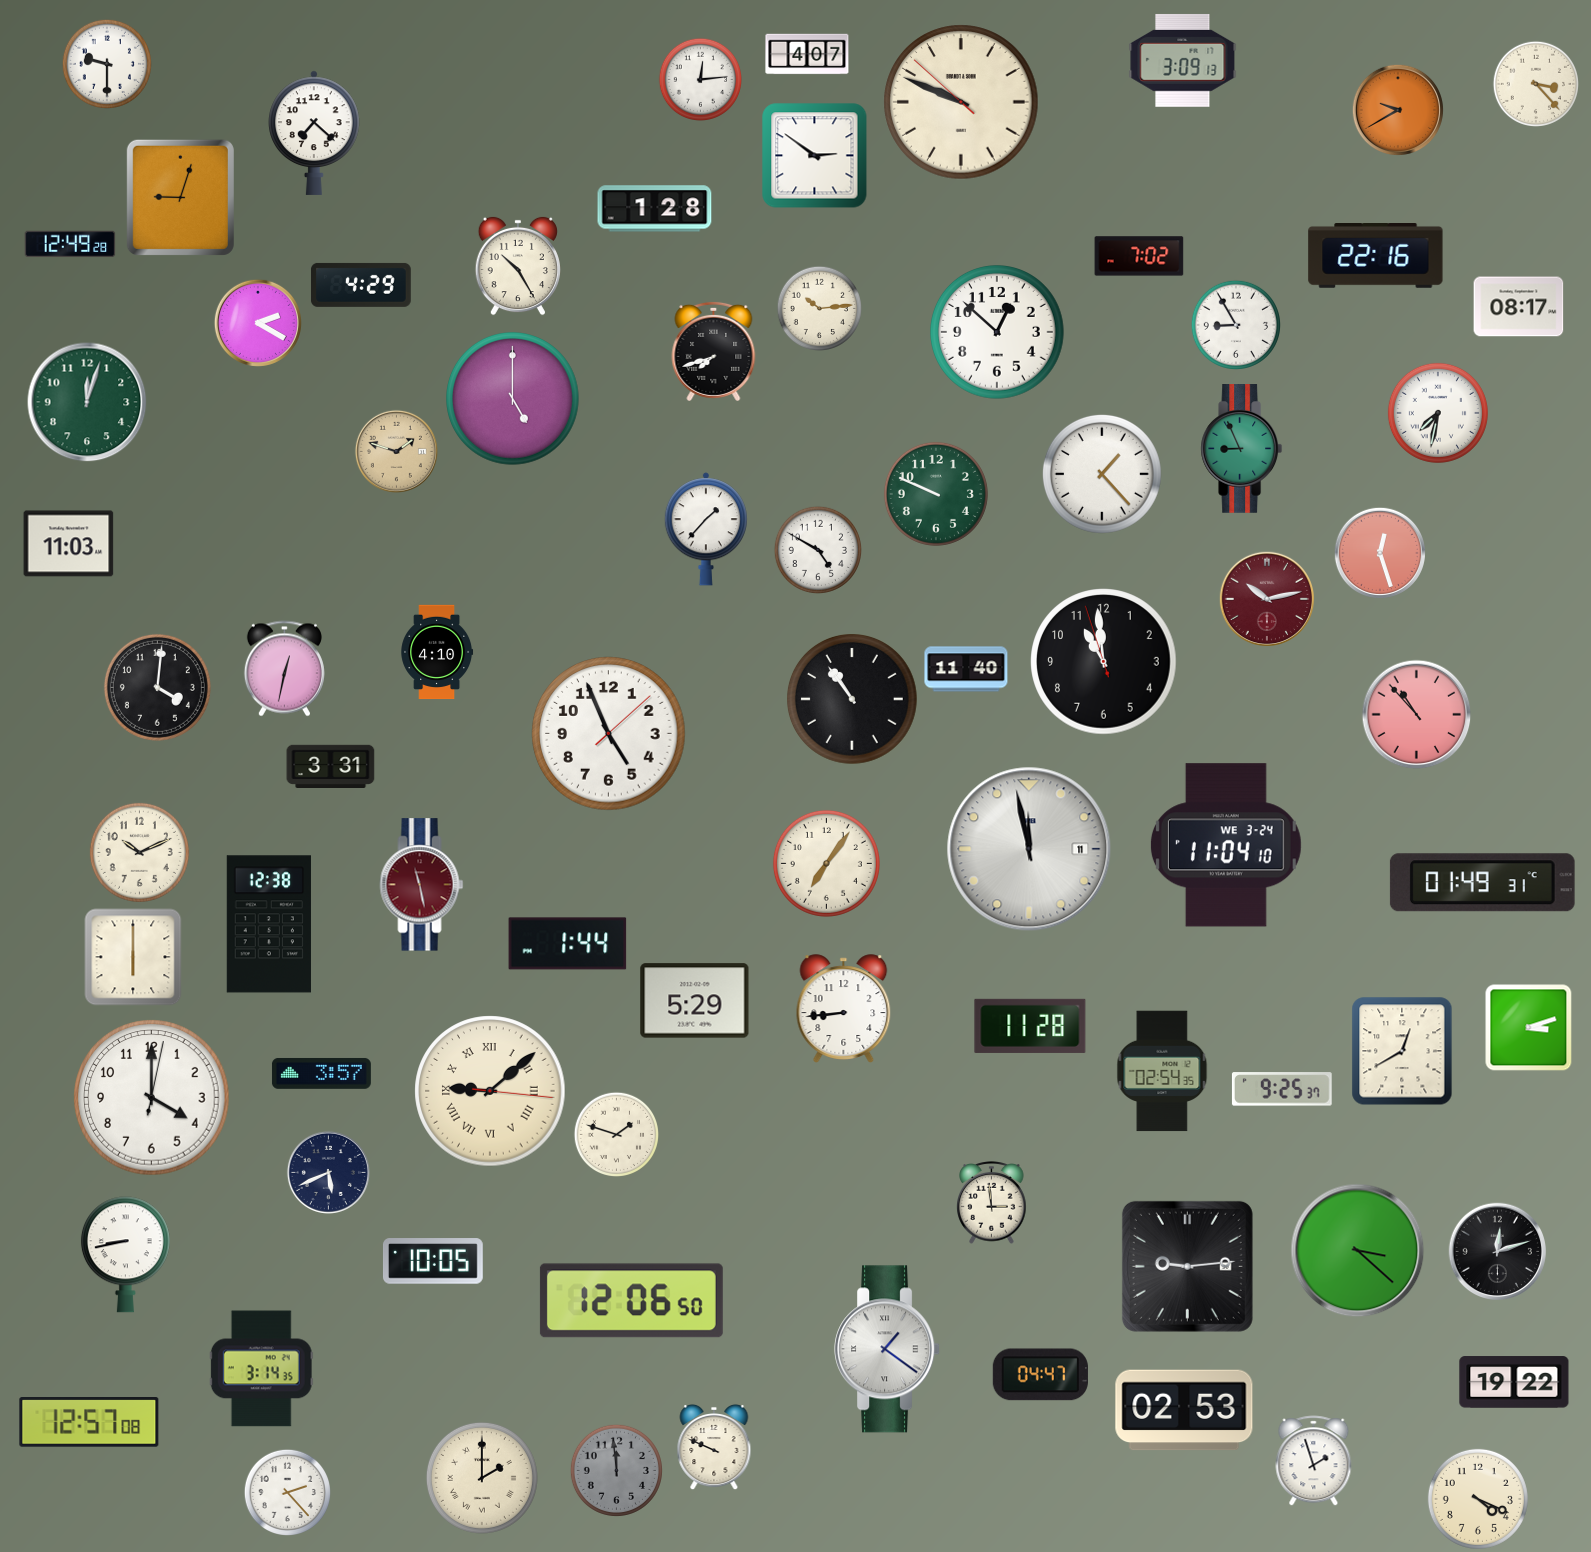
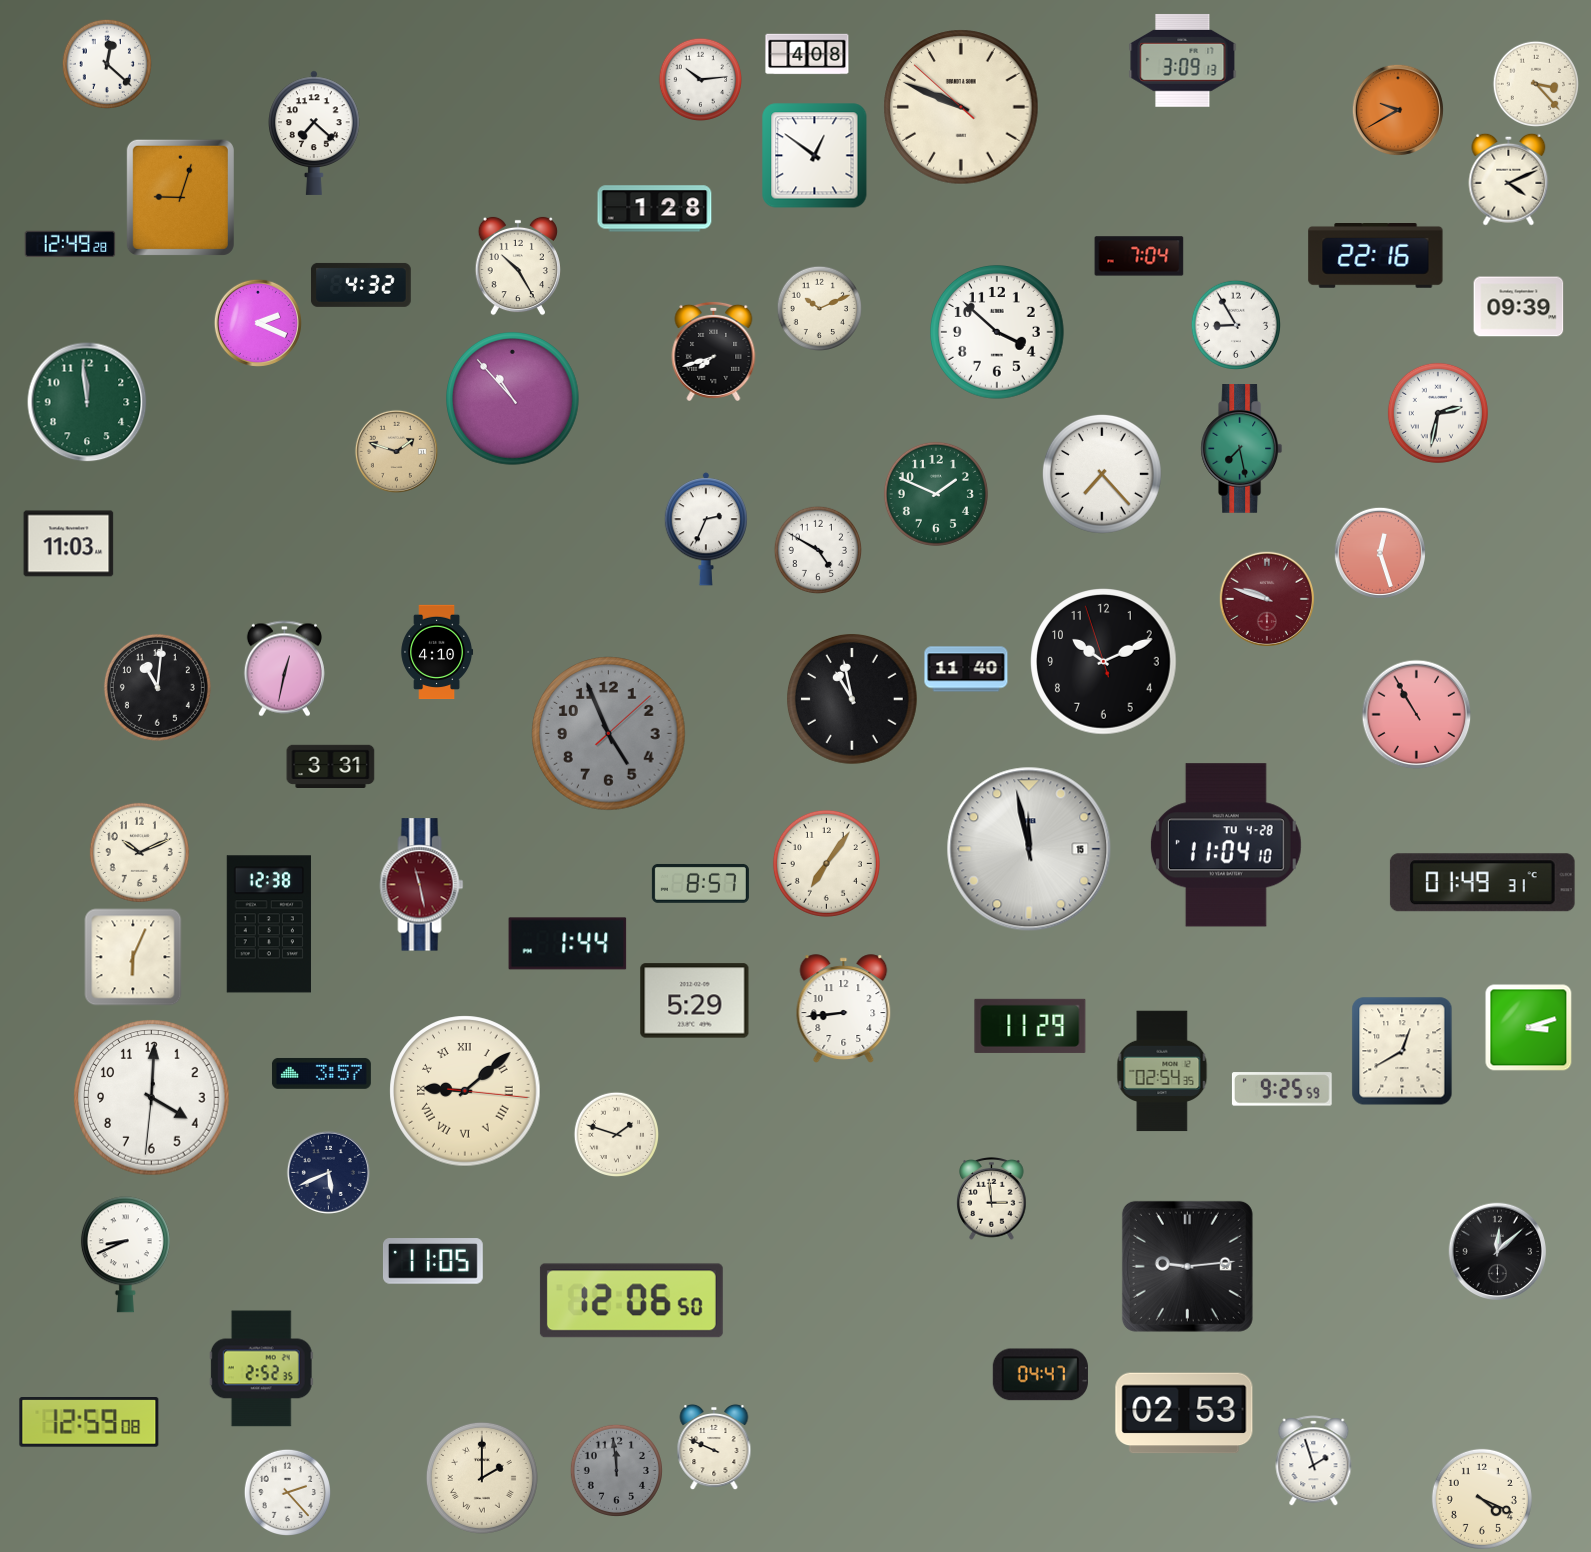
clock at (807, 54): 4:07 -> 4:08
clock at (107, 64): 9:30 -> 12:22
clock at (701, 80): 12:14 -> 10:14
clock at (961, 102) position: (961, 102) -> (961, 107)
clock at (815, 156): 2:51 -> 12:51
clock at (1509, 179): none -> 4:11
clock at (1139, 256): 7:02 -> 7:04
clock at (361, 285): 4:29 -> 4:32
clock at (1519, 307): 08:17 -> 09:39
clock at (819, 308): 10:14 -> 10:11
clock at (258, 323): 2:20 -> 2:19
clock at (998, 333): 12:52 -> 3:52
clock at (513, 399): 5:00 -> 10:53
clock at (87, 402): 12:03 -> 11:59
clock at (1438, 413): 7:32 -> 2:32
clock at (1242, 449): 8:56 -> 7:28
clock at (1102, 474): 1:23 -> 7:23
clock at (936, 494): 9:49 -> 1:49
clock at (706, 529): 1:37 -> 2:34
clock at (1266, 598): 10:13 -> 9:48
clock at (1104, 662): 10:58 -> 10:10
clock at (157, 687): 4:01 -> 11:01
clock at (853, 700): 10:54 -> 10:58
clock at (1417, 715): 10:53 -> 10:55
clock at (609, 734) dial: white -> grey
clock at (1226, 845) date: WE 3-24 -> TU 4-28
clock at (1029, 849) date: 11 -> 15
clock at (700, 883): none -> 8:57
clock at (133, 957): 6:00 -> 6:04
clock at (1030, 1026): 11:28 -> 11:29
clock at (1282, 1089): 9:25:37 -> 9:25:59
clock at (490, 1091) position: (490, 1091) -> (465, 1091)
clock at (152, 1098): 4:00:02 -> 4:00:31
clock at (992, 1203) position: (992, 1203) -> (992, 1199)
clock at (1358, 1251): 3:22 -> none
clock at (1497, 1251): 12:12 -> 12:08
clock at (125, 1255): 8:43 -> 8:41
clock at (433, 1261): 10:05 -> 11:05
clock at (888, 1349): 1:21 -> none
clock at (261, 1369): 3:14 -> 2:52
clock at (1514, 1382): 19:22 -> none
clock at (1184, 1410) position: (1184, 1410) -> (1184, 1413)
clock at (89, 1423): 12:57 -> 12:59
clock at (1478, 1499) position: (1478, 1499) -> (1482, 1499)
